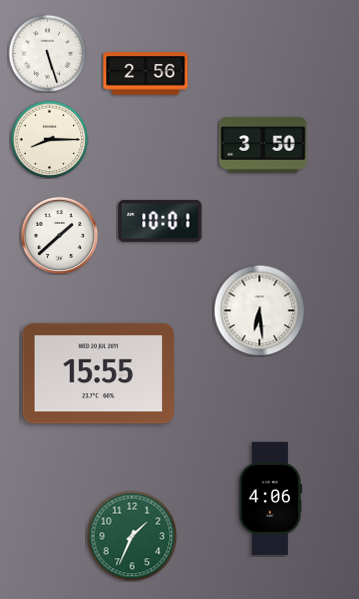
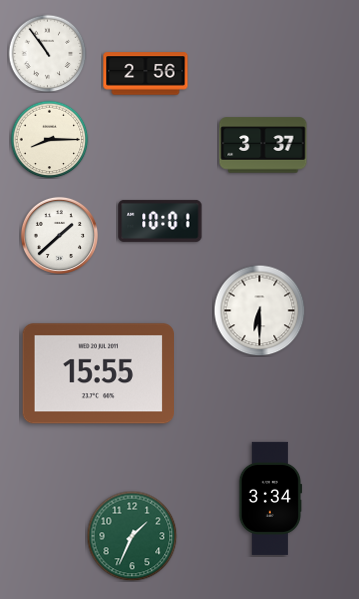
clock at (47, 53): 5:27 -> 10:54
clock at (263, 145): 3:50 -> 3:37
clock at (259, 310): 6:29 -> 6:30
clock at (271, 498): 4:06 -> 3:34
